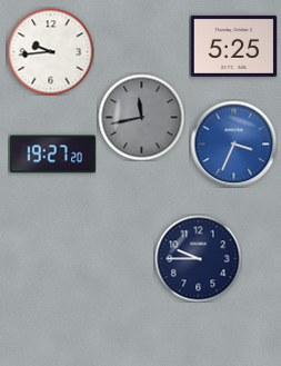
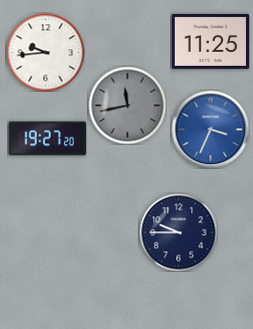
clock at (233, 46): 5:25 -> 11:25
clock at (50, 51) position: (50, 51) -> (45, 52)
